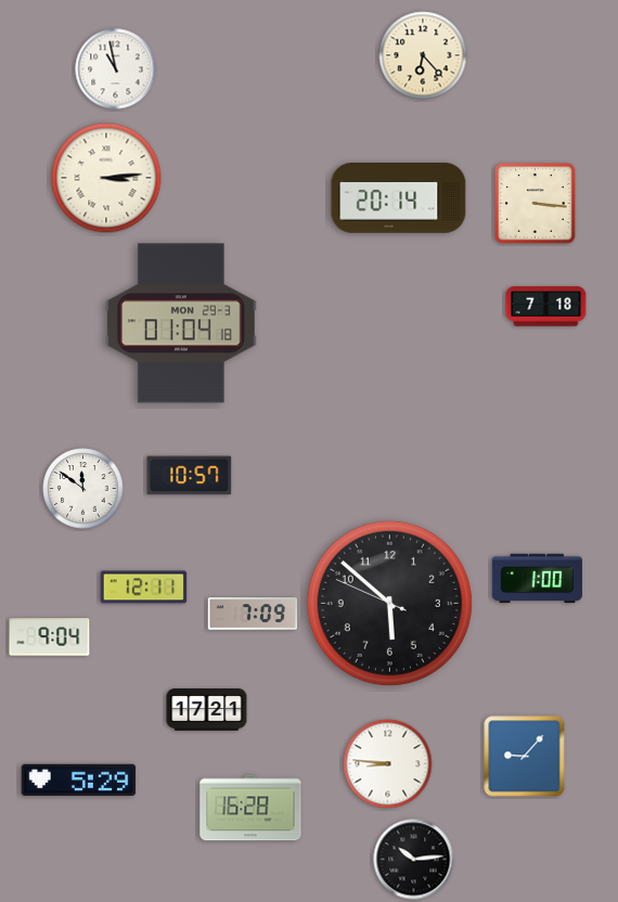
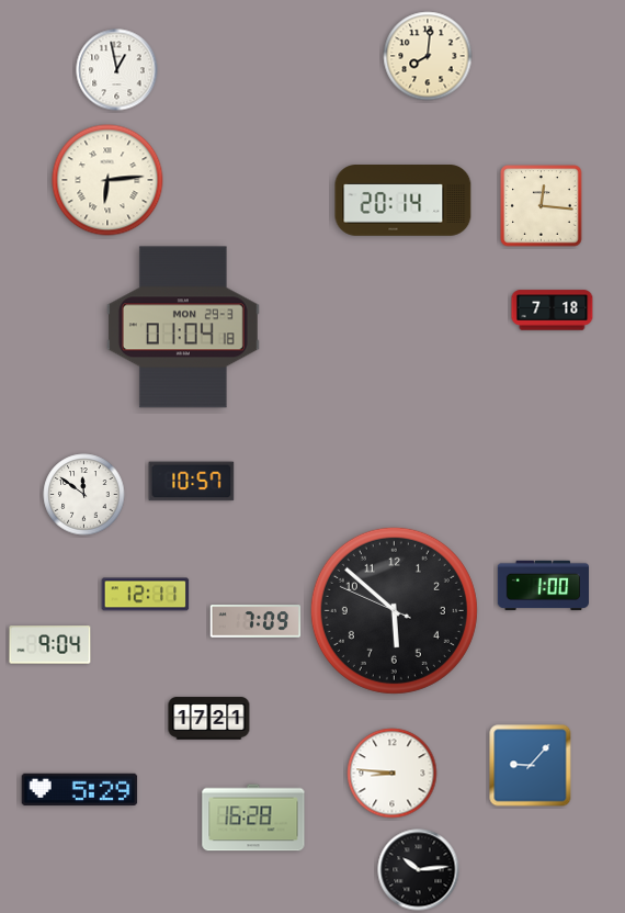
clock at (423, 55): 6:23 -> 8:01
clock at (116, 69): 10:58 -> 12:58
clock at (106, 178): 3:14 -> 6:14
clock at (536, 204): 3:16 -> 12:16
